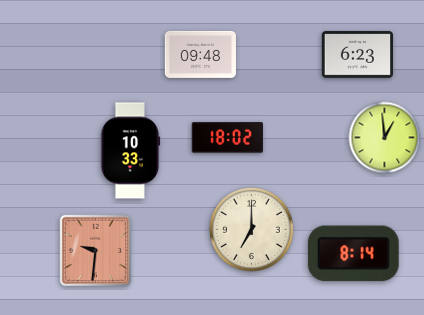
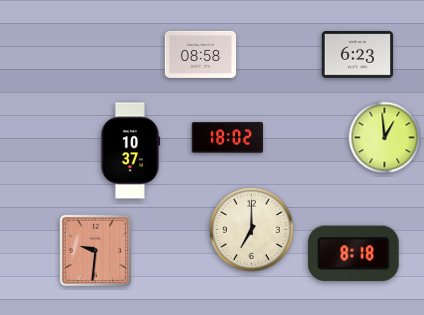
clock at (200, 54): 09:48 -> 08:58
clock at (130, 151): 10:33 -> 10:37
clock at (353, 254): 8:14 -> 8:18
